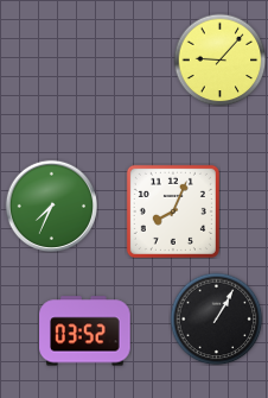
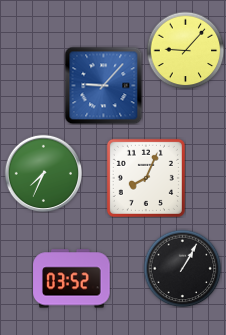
clock at (103, 85): none -> 9:07
